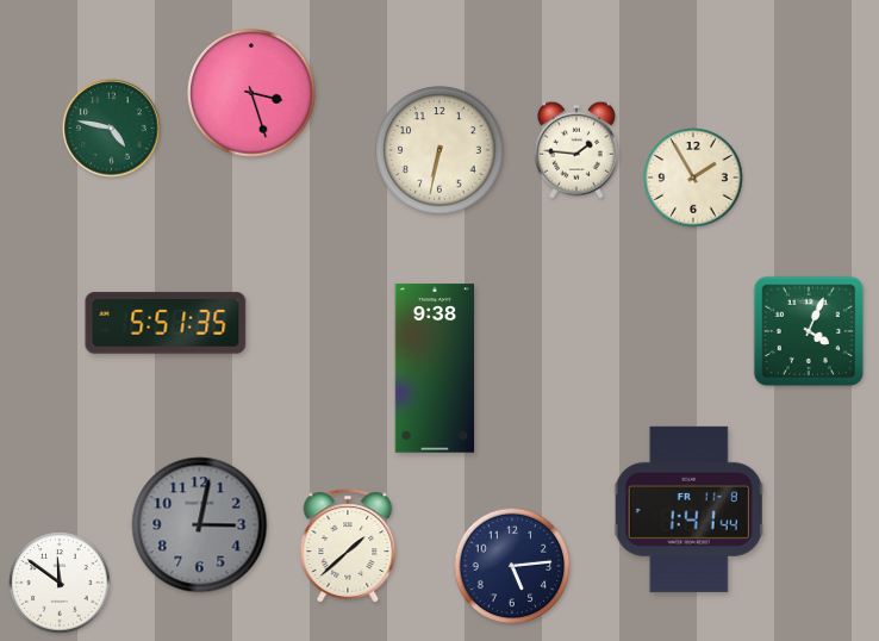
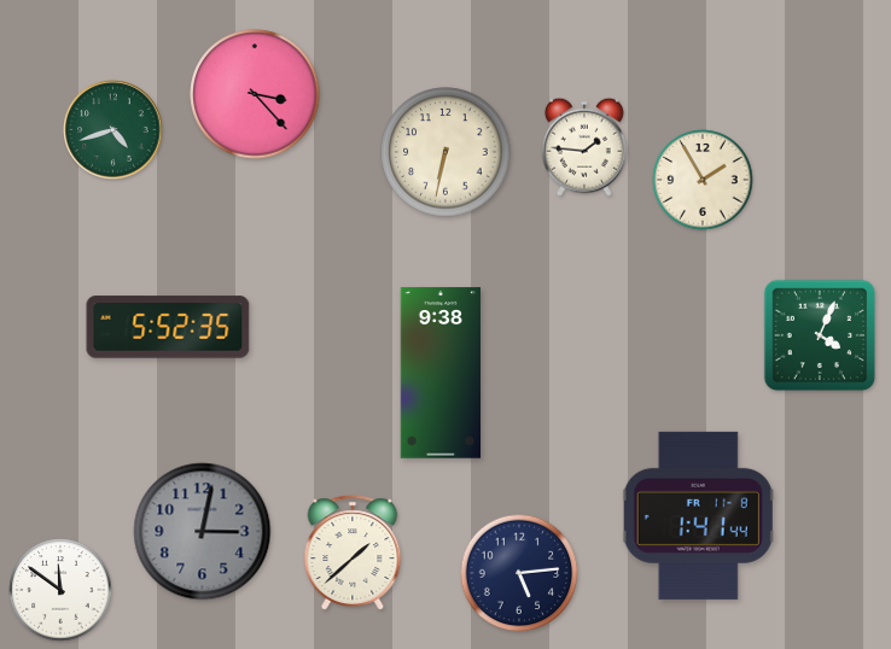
clock at (251, 93): 3:27 -> 3:23
clock at (112, 129): 4:47 -> 4:42
clock at (576, 150) position: (576, 150) -> (584, 147)
clock at (166, 323): 5:51 -> 5:52
